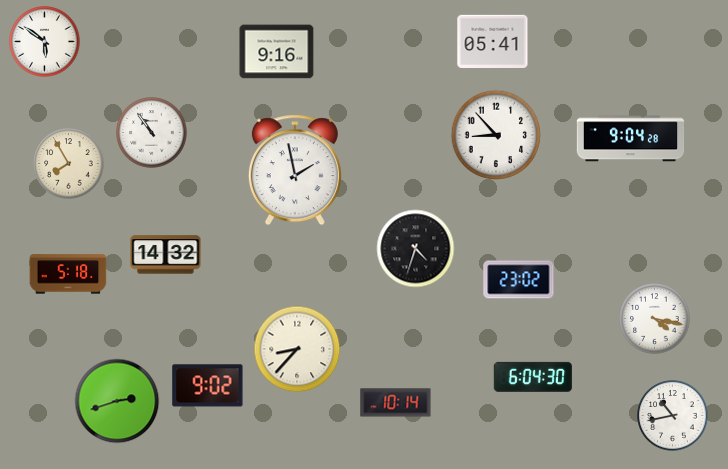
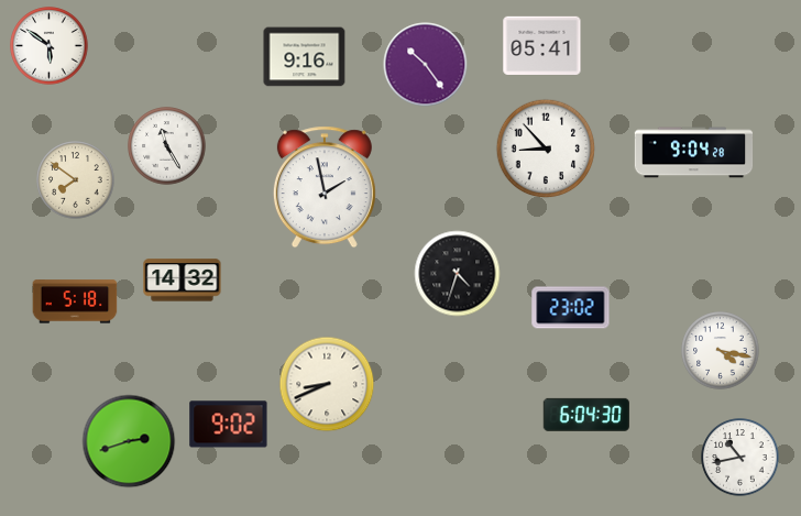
clock at (426, 65): none -> 10:24
clock at (152, 133): 10:54 -> 11:25
clock at (69, 164): 7:55 -> 7:51
clock at (297, 349): 8:37 -> 8:41
clock at (396, 403): 10:14 -> none
